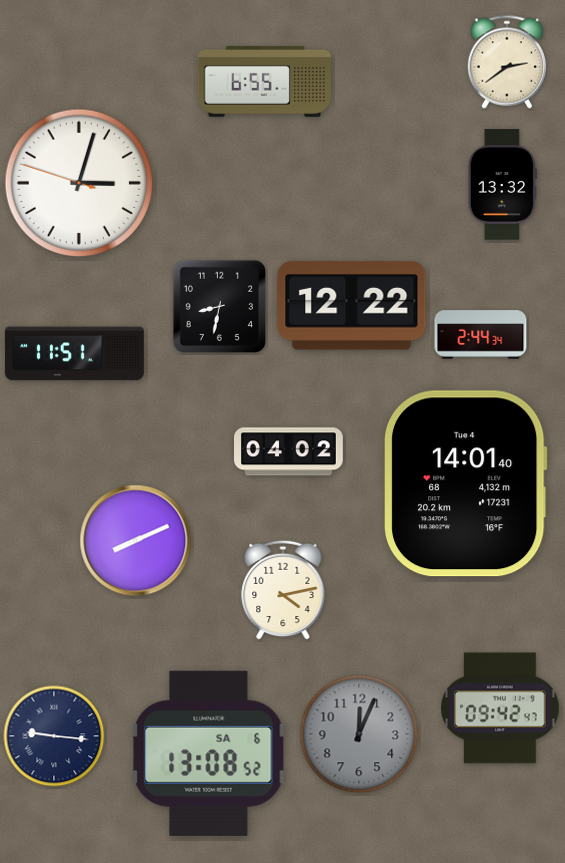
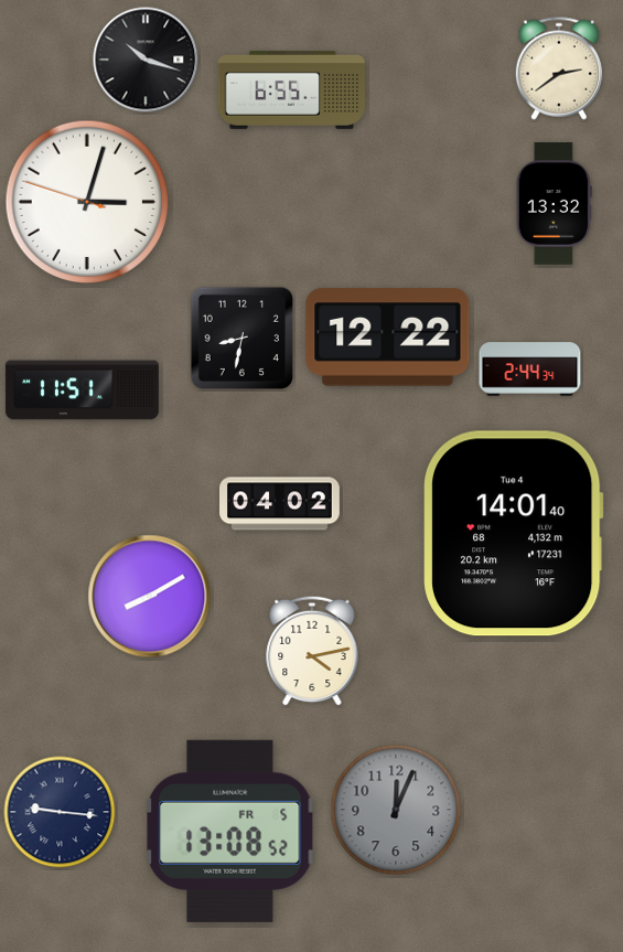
clock at (146, 60): none -> 10:18
clock at (289, 452) position: (289, 452) -> (280, 504)
clock at (136, 541): 8:11 -> 8:10
clock at (500, 708): 09:42 -> none
clock at (209, 753) date: SA 6 -> FR 5
